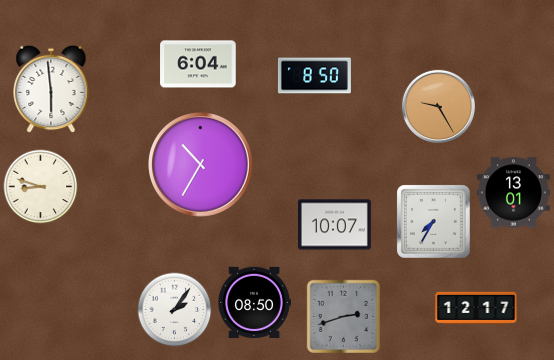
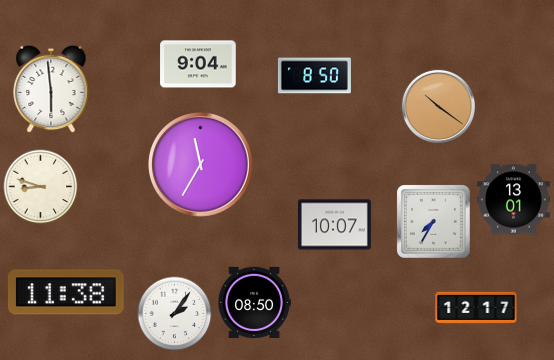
clock at (198, 64): 6:04 -> 9:04
clock at (438, 106): 9:25 -> 10:21
clock at (201, 165): 10:35 -> 11:35
clock at (513, 193) position: (513, 193) -> (513, 200)
clock at (66, 292): none -> 11:38
clock at (175, 310) position: (175, 310) -> (175, 314)
clock at (343, 316): 2:42 -> none
